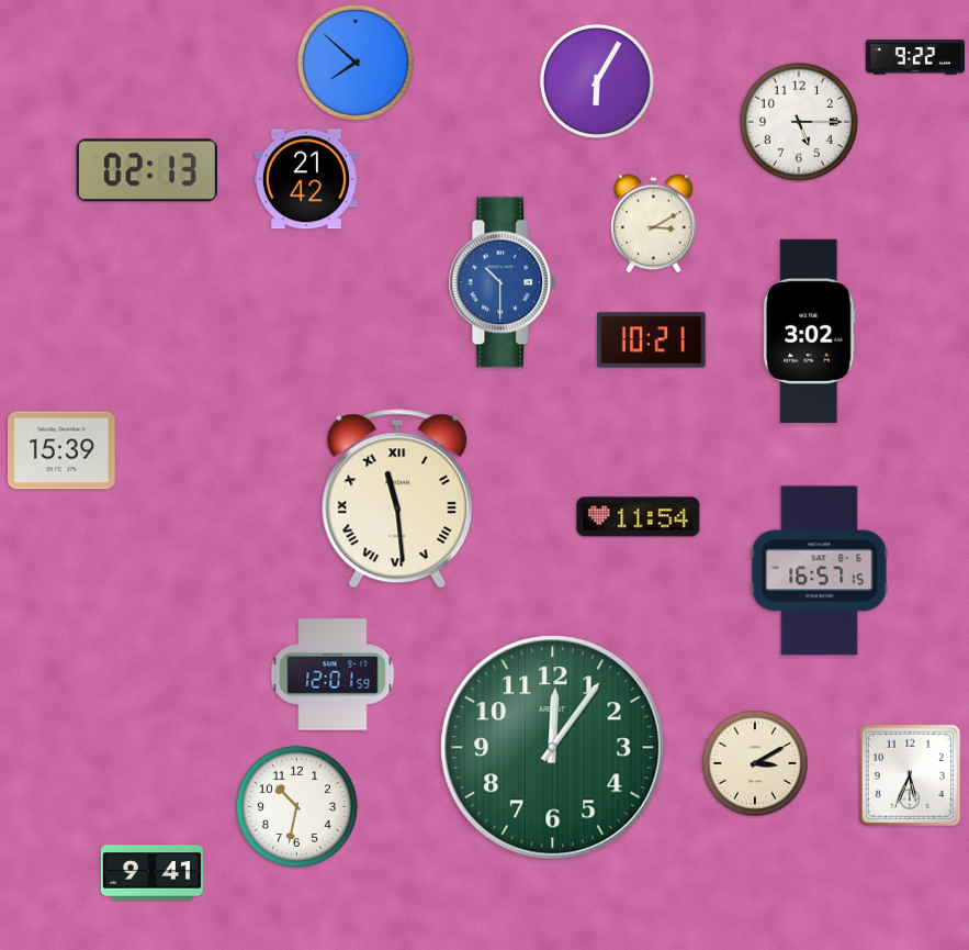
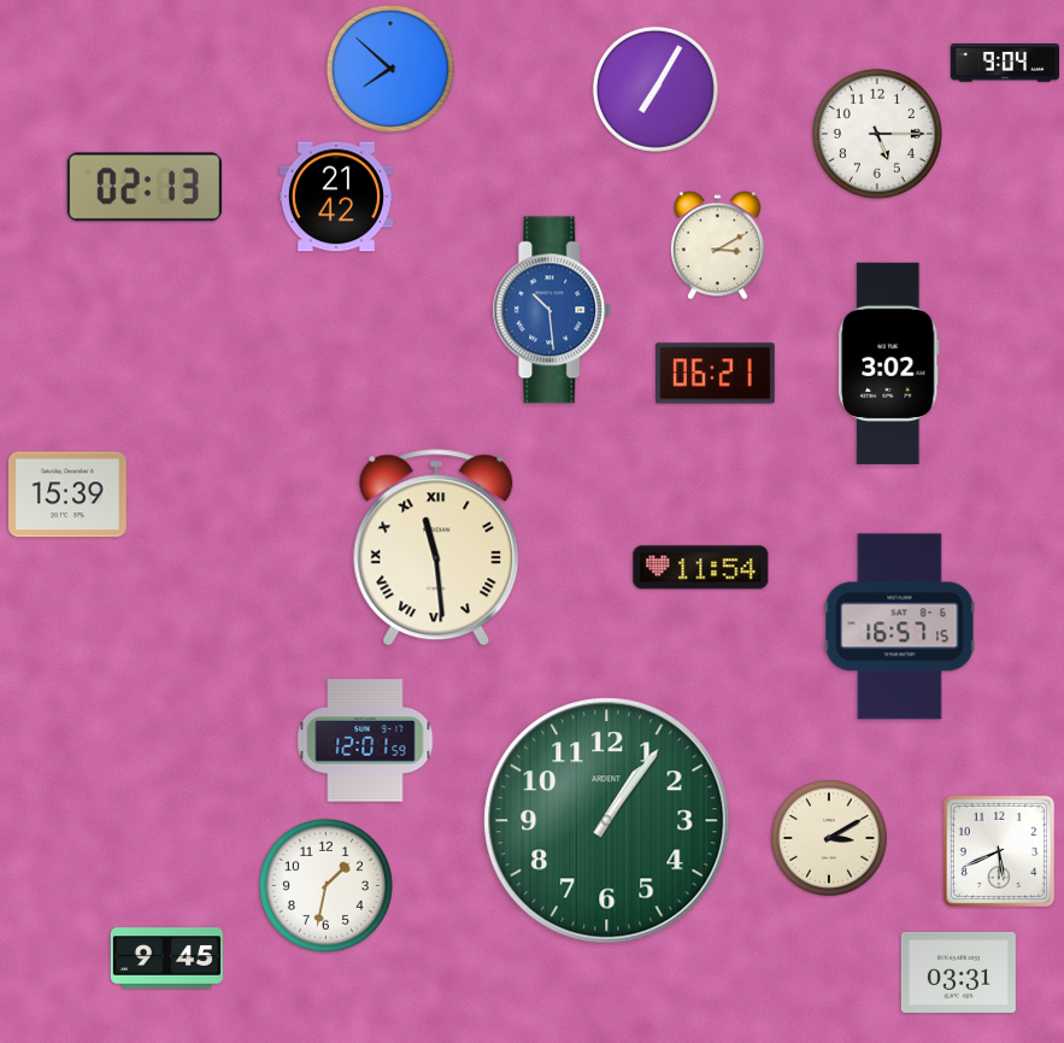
clock at (915, 57): 9:22 -> 9:04
clock at (597, 81): 6:05 -> 7:05
clock at (147, 170) position: (147, 170) -> (145, 187)
clock at (503, 282): 10:30 -> 10:29
clock at (652, 340): 10:21 -> 06:21
clock at (553, 748): 12:06 -> 1:06
clock at (910, 775): 5:34 -> 5:41
clock at (296, 806): 10:32 -> 1:32
clock at (151, 873): 9:41 -> 9:45
clock at (958, 972): none -> 03:31
